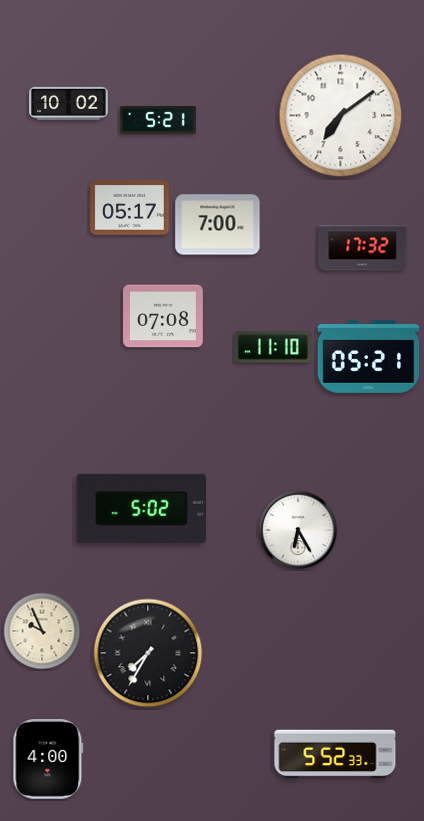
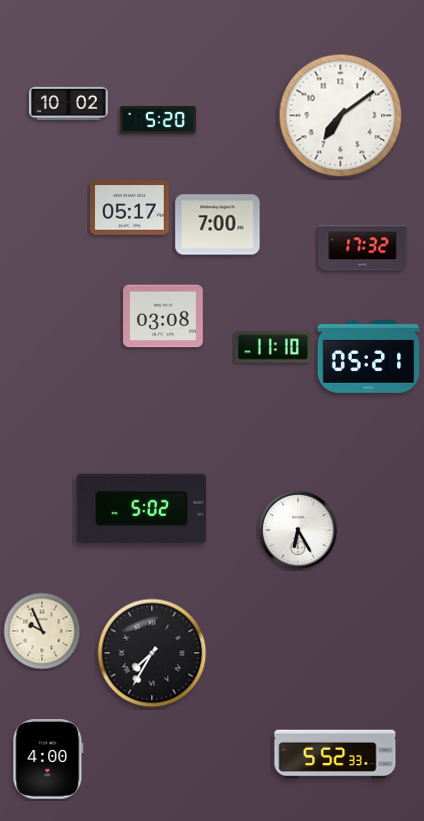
clock at (158, 121): 5:21 -> 5:20
clock at (163, 316): 07:08 -> 03:08
clock at (148, 653) position: (148, 653) -> (152, 653)
